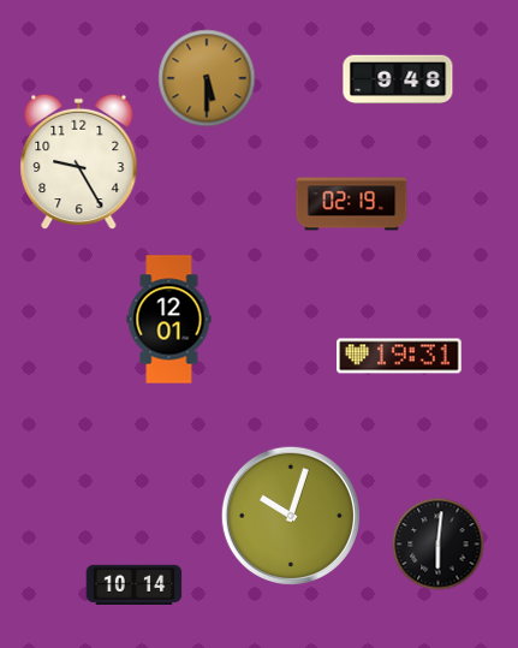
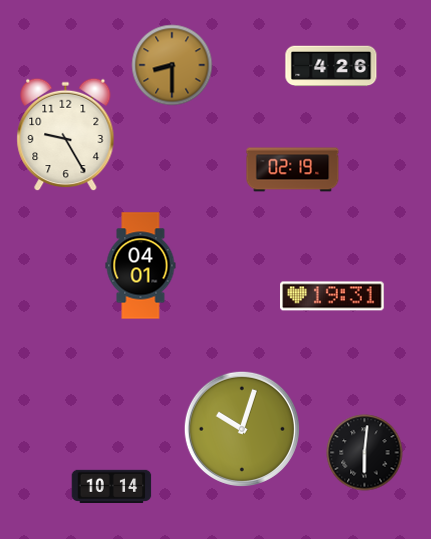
clock at (207, 78): 5:30 -> 8:30
clock at (398, 79): 9:48 -> 4:26
clock at (169, 320): 12:01 -> 04:01
